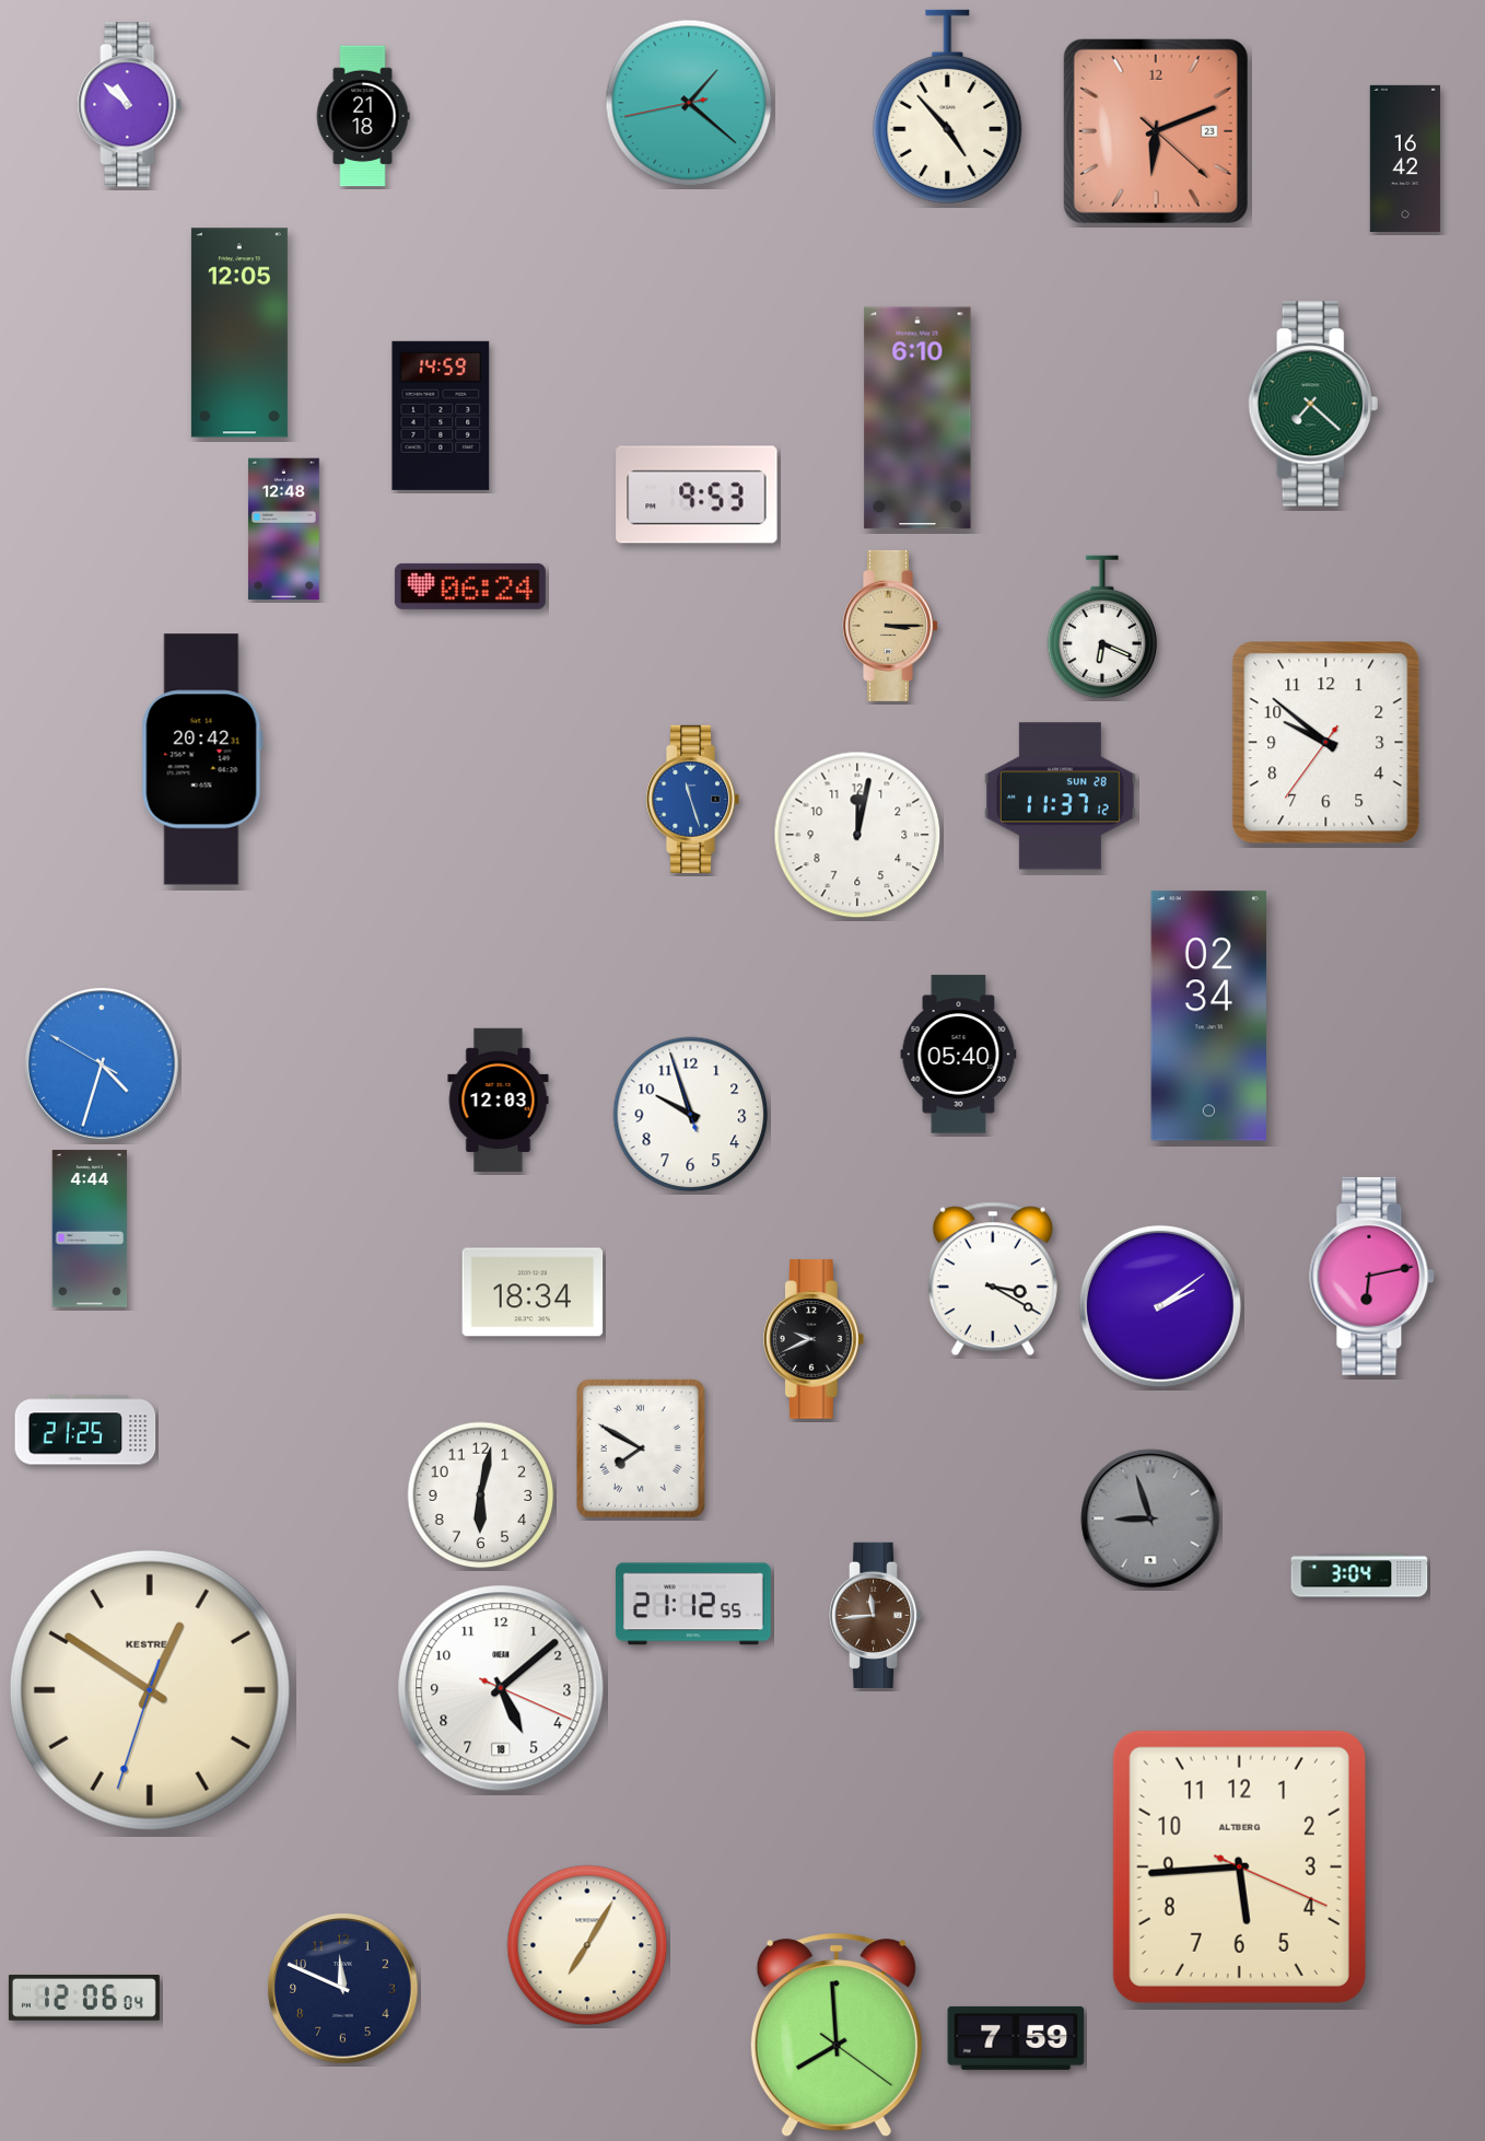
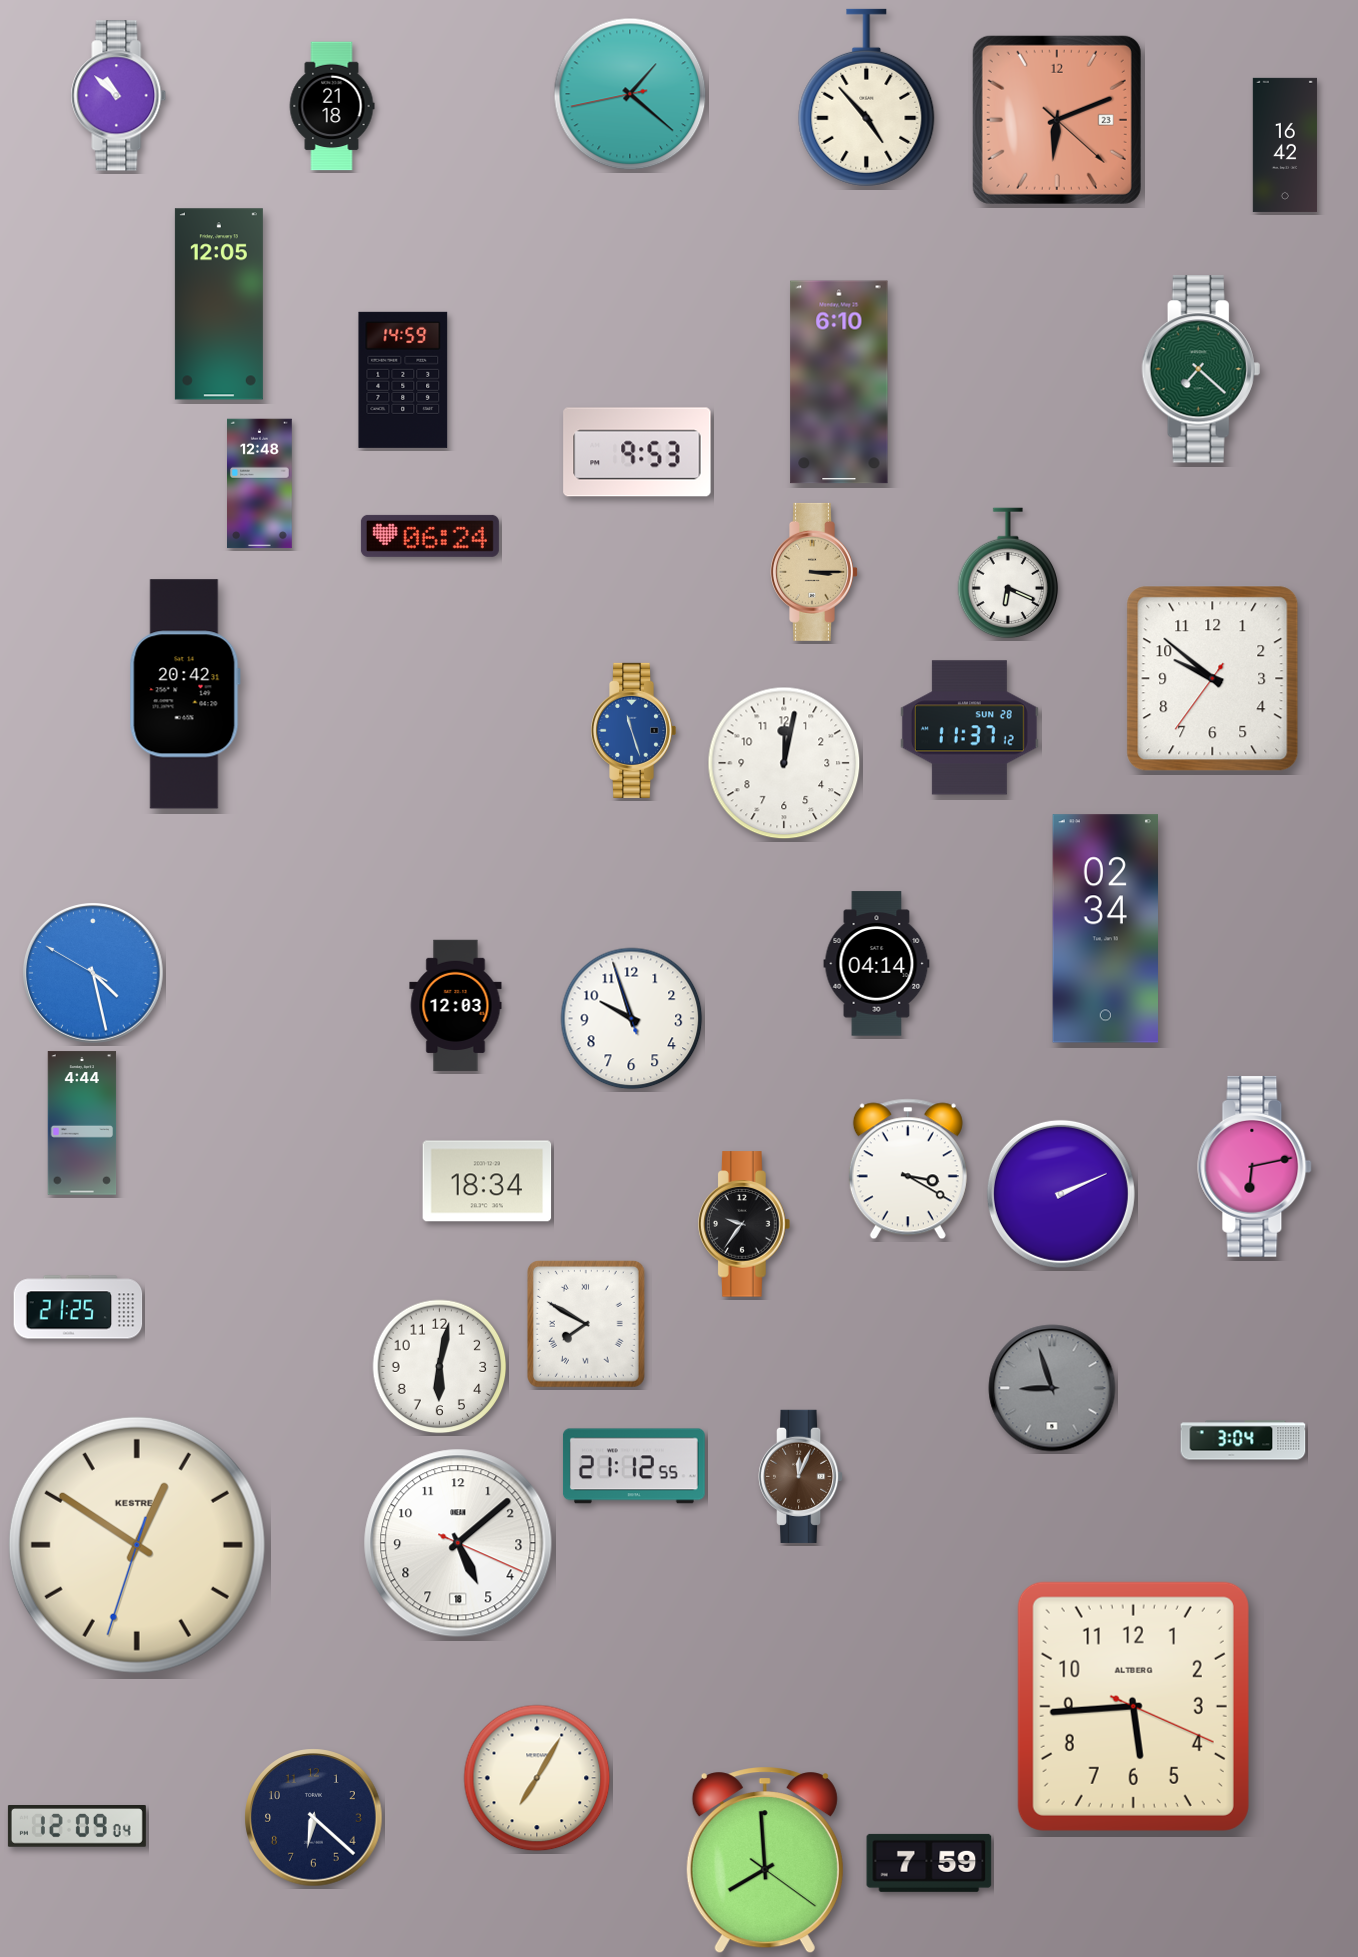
clock at (959, 1055): 05:40 -> 04:14
clock at (103, 1066): 4:32 -> 4:27
clock at (1160, 1306): 2:09 -> 2:11
clock at (815, 1339): 9:41 -> 9:36
clock at (877, 1615): 11:44 -> 12:04
clock at (343, 1989): 11:49 -> 6:22
clock at (84, 1999): 12:06 -> 12:09
